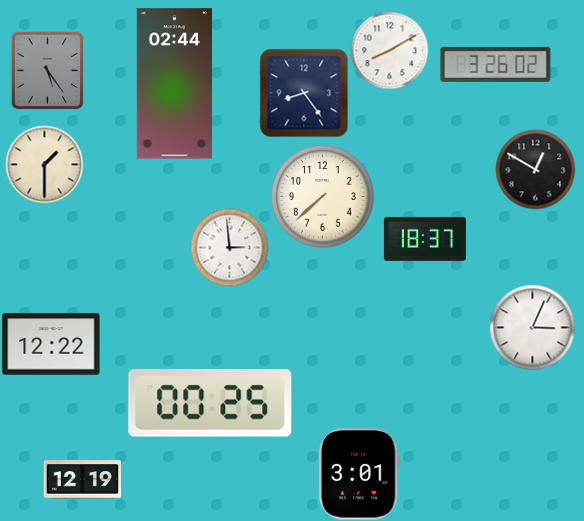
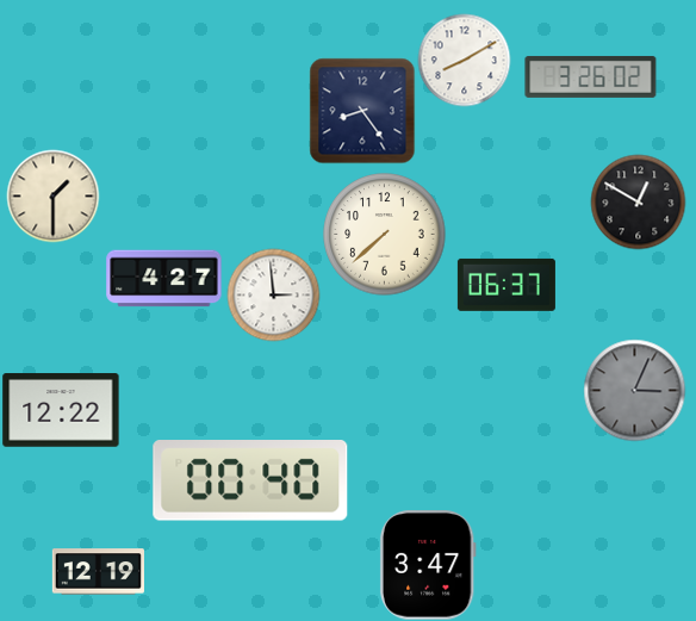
clock at (48, 70): 5:24 -> none
clock at (174, 84): 02:44 -> none
clock at (164, 279): none -> 4:27
clock at (425, 239): 18:37 -> 06:37
clock at (532, 327) dial: white -> grey
clock at (210, 404): 00:25 -> 00:40
clock at (359, 474): 3:01 -> 3:47
